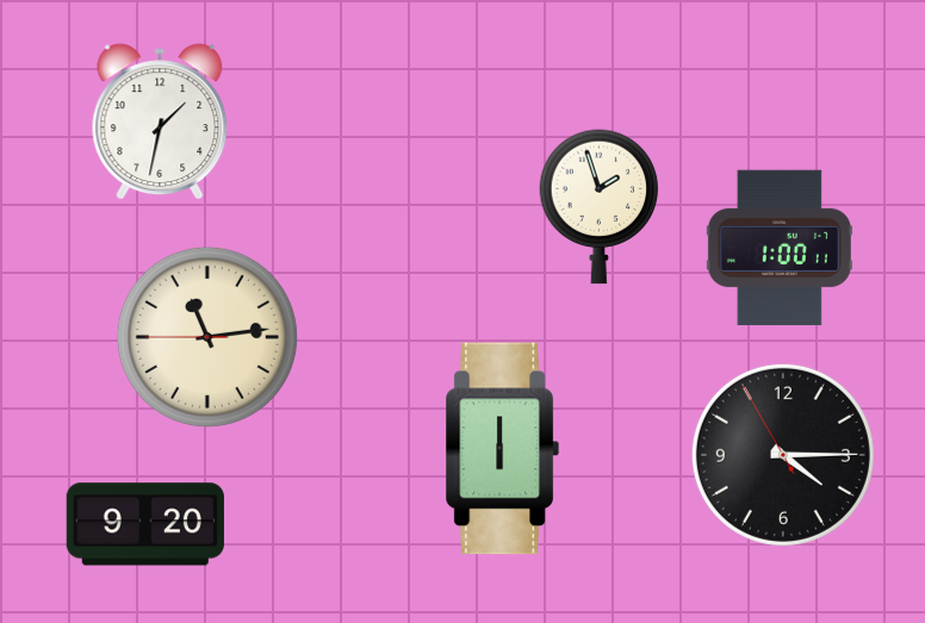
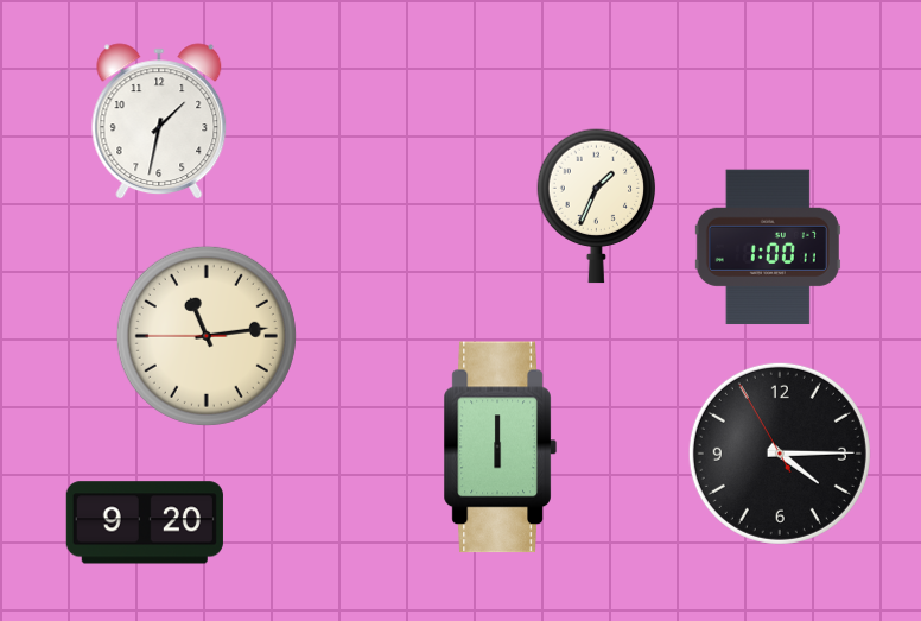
clock at (600, 207): 1:57 -> 1:34
clock at (780, 248) position: (780, 248) -> (768, 247)
